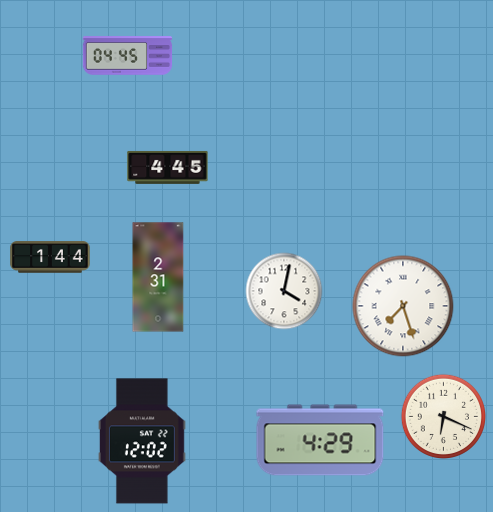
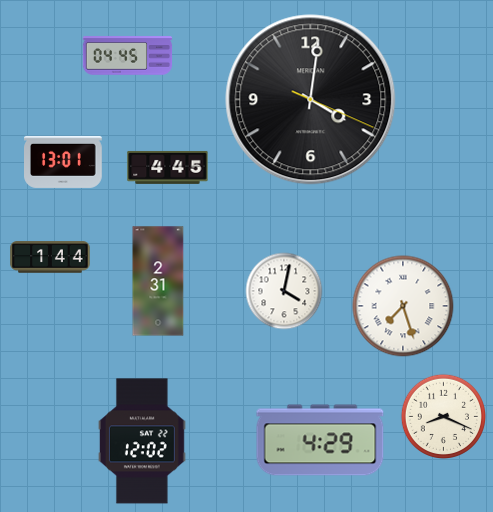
clock at (311, 100): none -> 4:01
clock at (64, 162): none -> 13:01
clock at (158, 277) position: (158, 277) -> (158, 281)
clock at (443, 416): 6:19 -> 8:19
